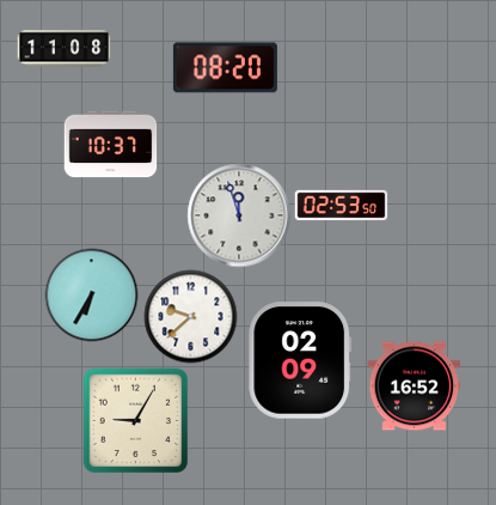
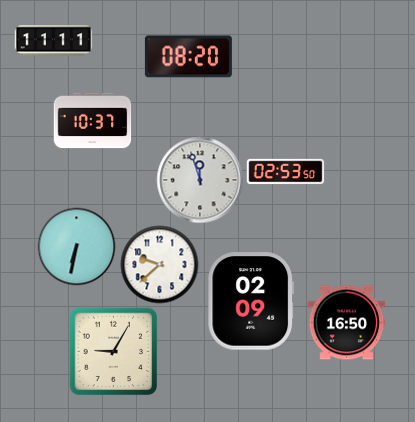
clock at (63, 49): 11:08 -> 11:11
clock at (91, 294): 6:35 -> 6:32
clock at (414, 387): 16:52 -> 16:50
